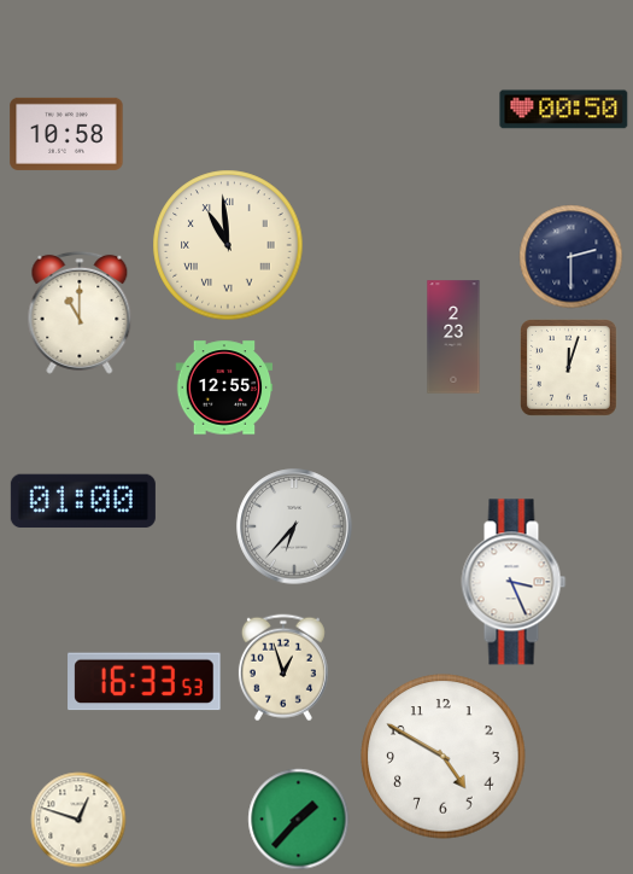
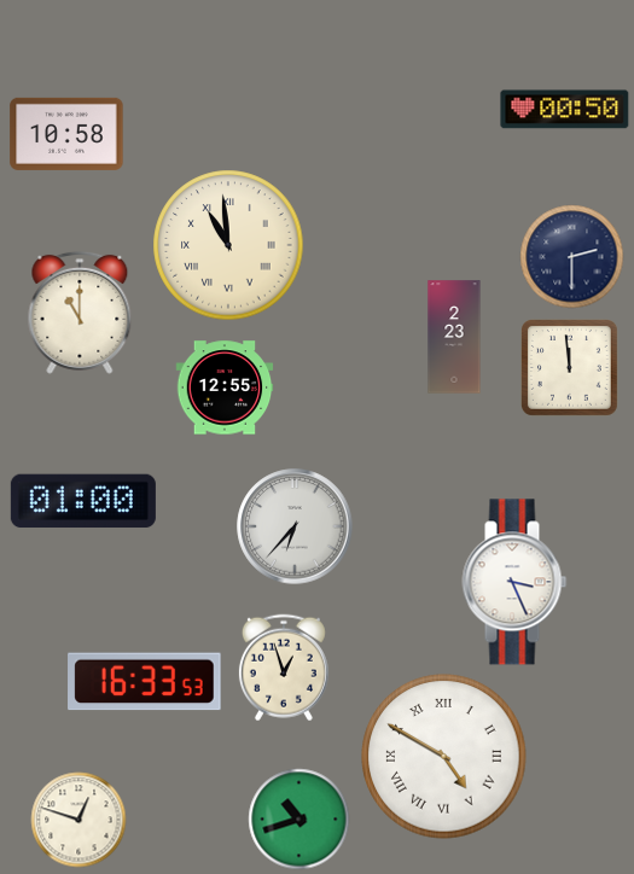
clock at (569, 368): 12:03 -> 11:59
clock at (444, 757) numerals: Arabic -> Roman
clock at (299, 820): 1:37 -> 10:42
